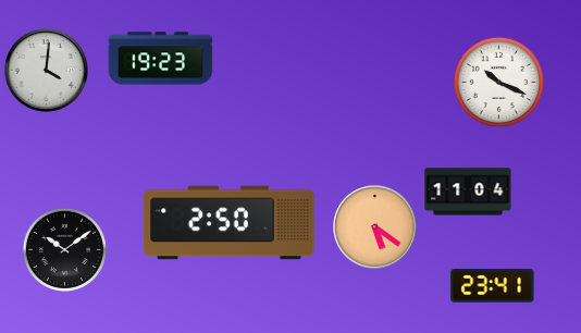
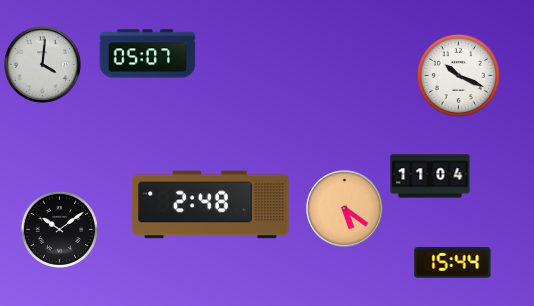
clock at (161, 59): 19:23 -> 05:07
clock at (230, 223): 2:50 -> 2:48
clock at (493, 286): 23:41 -> 15:44
